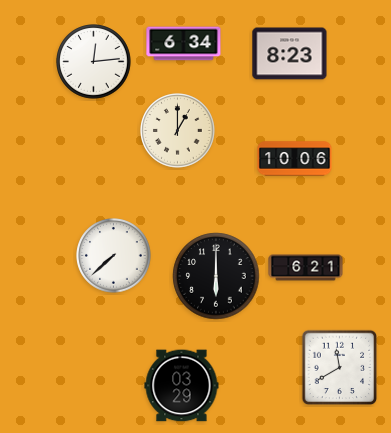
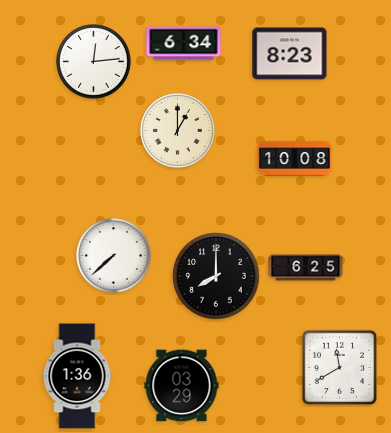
clock at (295, 159): 10:06 -> 10:08
clock at (306, 268): 6:21 -> 6:25
clock at (216, 276): 6:00 -> 8:00
clock at (77, 376): none -> 1:36
